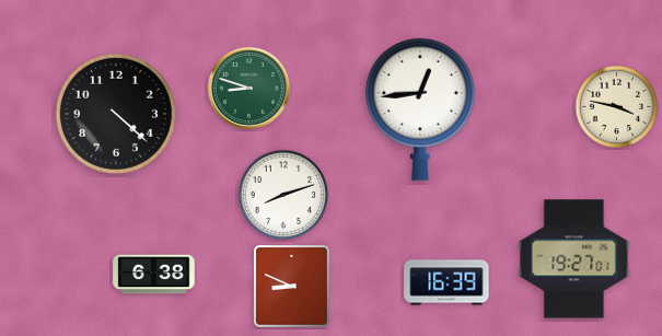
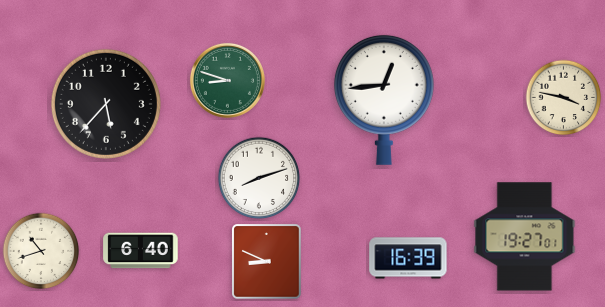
clock at (116, 114): 4:22 -> 5:37
clock at (41, 251): none -> 10:42
clock at (154, 275): 6:38 -> 6:40
